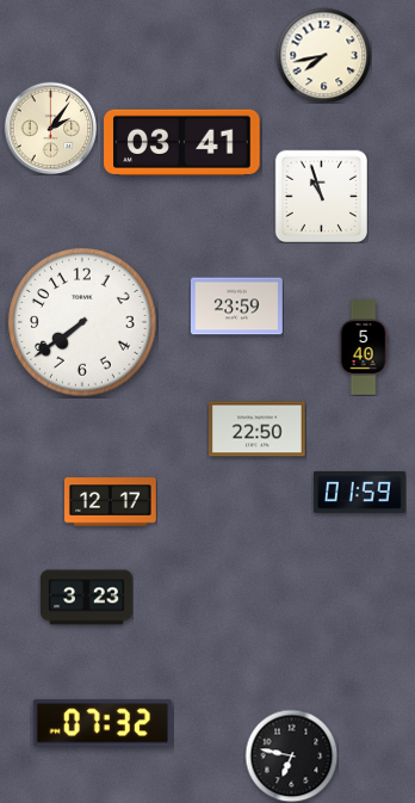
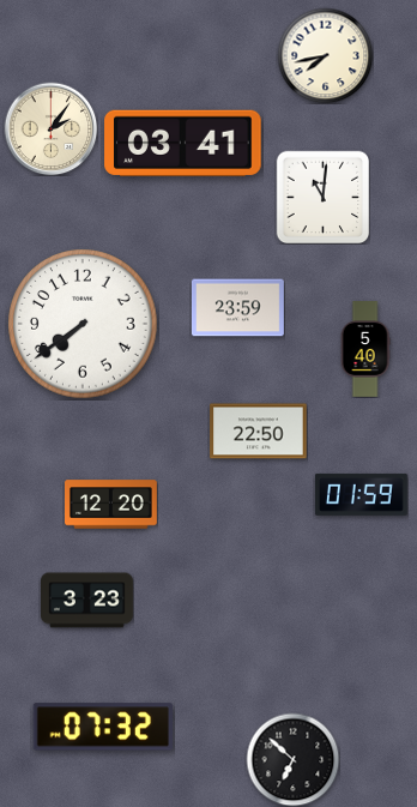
clock at (321, 196): 10:57 -> 11:01
clock at (111, 502): 12:17 -> 12:20
clock at (291, 755): 6:47 -> 6:52
